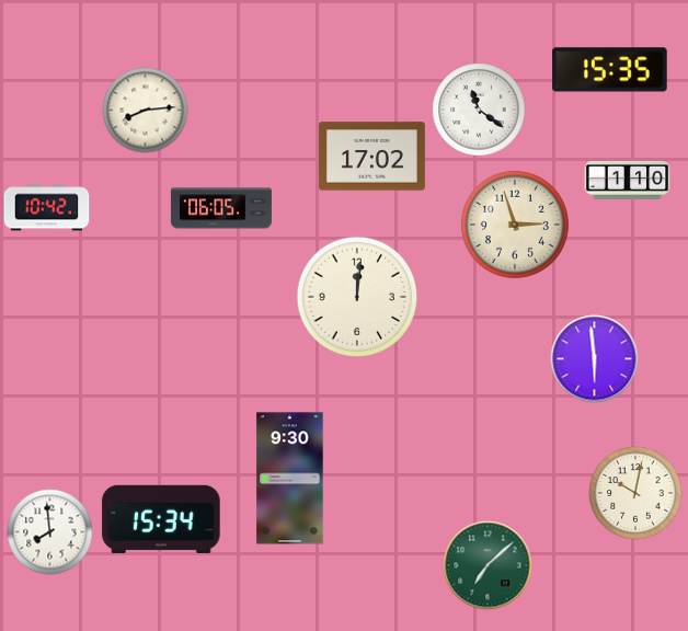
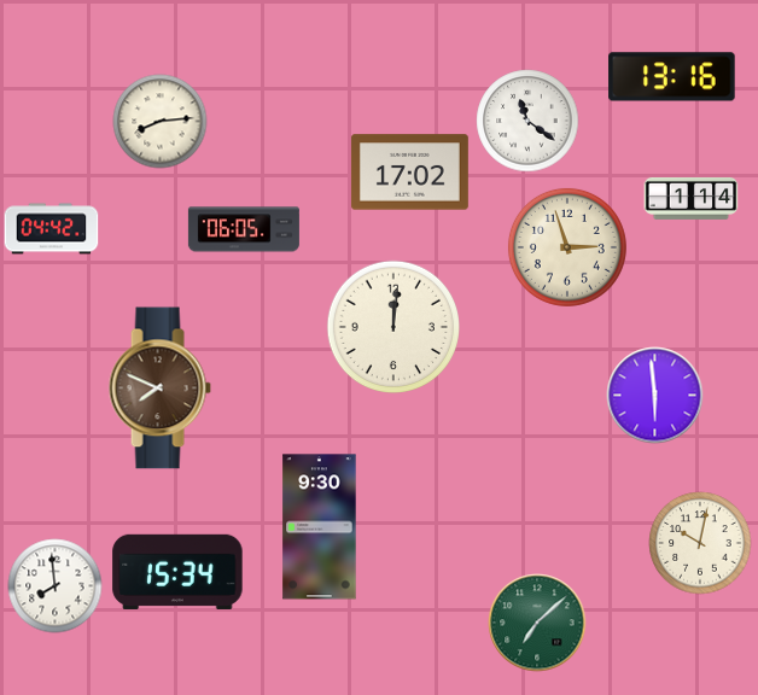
clock at (610, 70): 15:35 -> 13:16
clock at (627, 180): 1:10 -> 1:14
clock at (46, 208): 10:42 -> 04:42
clock at (159, 389): none -> 7:49
